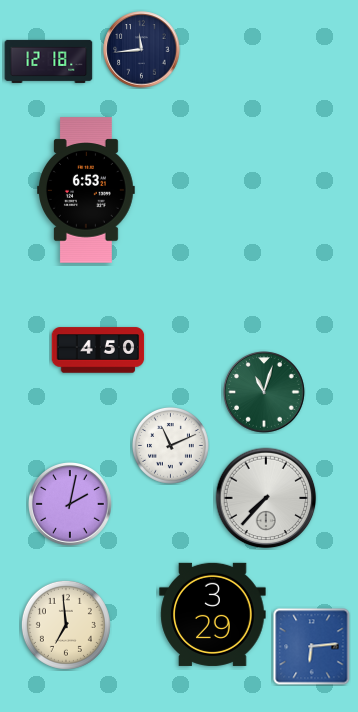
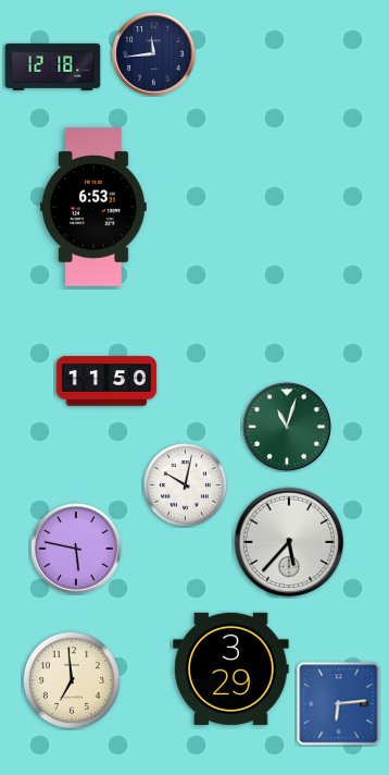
clock at (98, 350): 4:50 -> 11:50
clock at (170, 445): 11:11 -> 10:02
clock at (266, 498): 7:37 -> 5:37
clock at (71, 505): 2:02 -> 5:47
